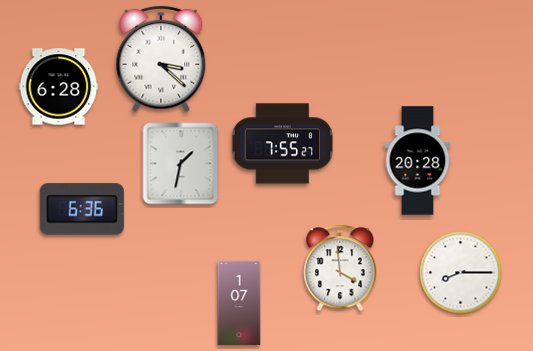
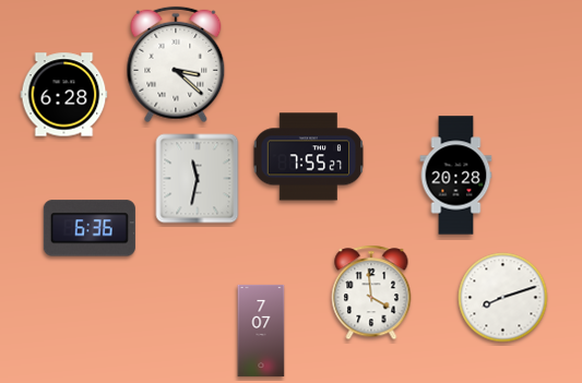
clock at (181, 164): 1:32 -> 11:32
clock at (461, 273): 8:15 -> 8:12
clock at (239, 303): 1:07 -> 7:07
